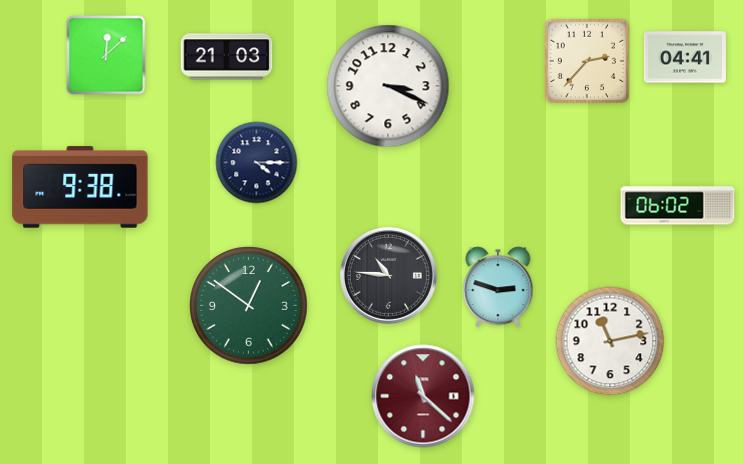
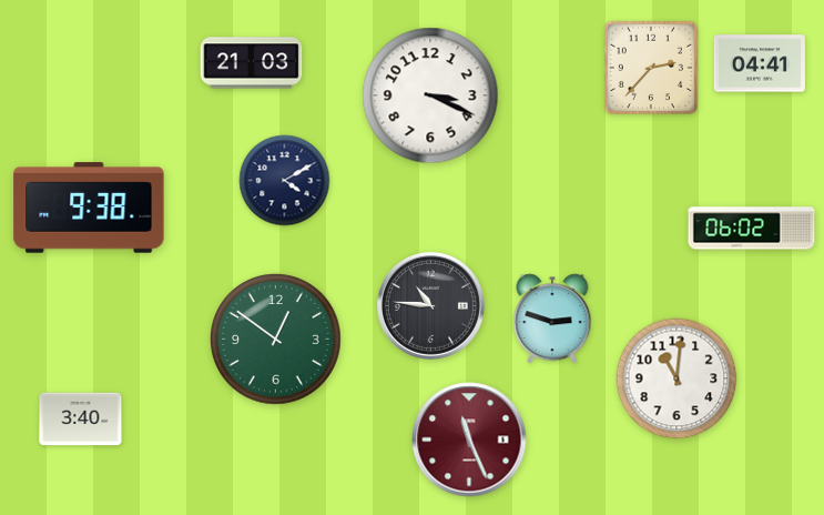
clock at (106, 55): 12:08 -> none
clock at (257, 163): 4:15 -> 4:10
clock at (610, 341): 11:13 -> 11:01
clock at (81, 420): none -> 3:40
clock at (423, 396): 11:22 -> 11:26
